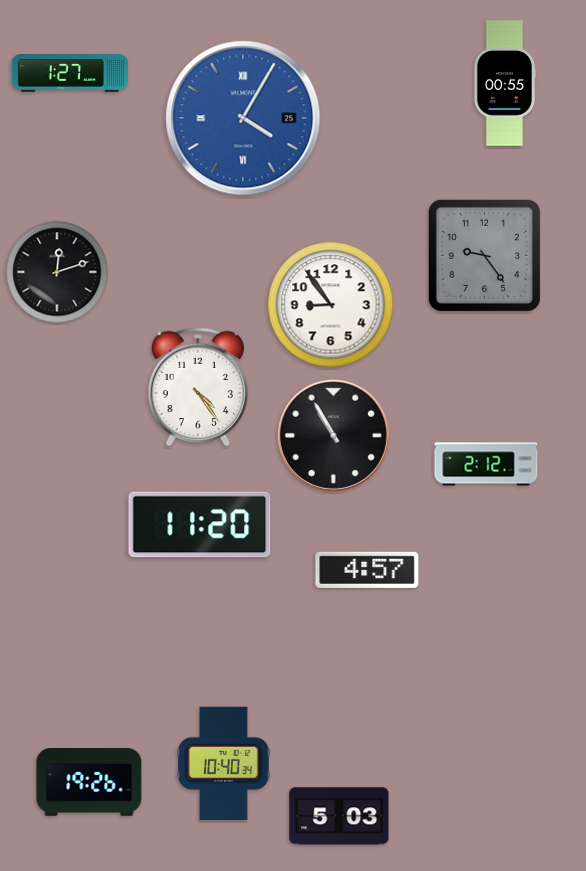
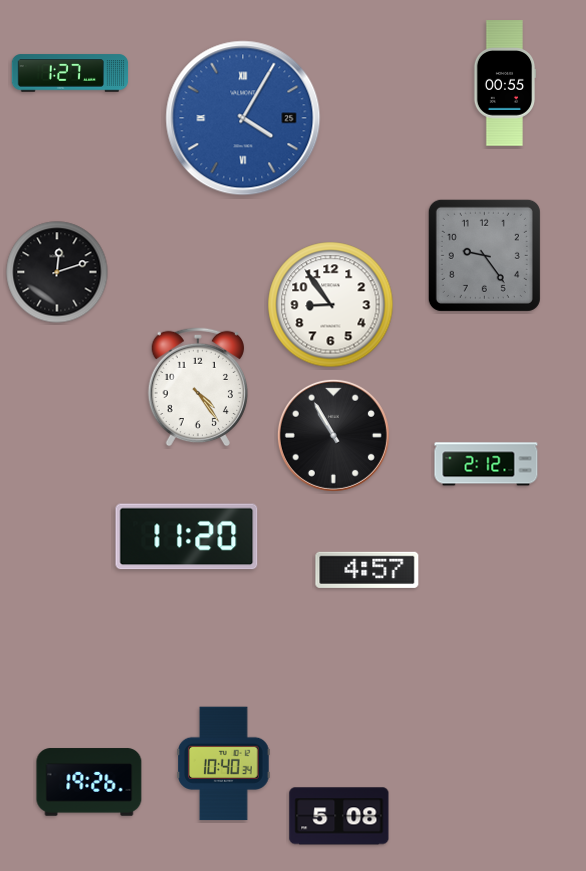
clock at (200, 525) position: (200, 525) -> (187, 537)
clock at (339, 816): 5:03 -> 5:08
